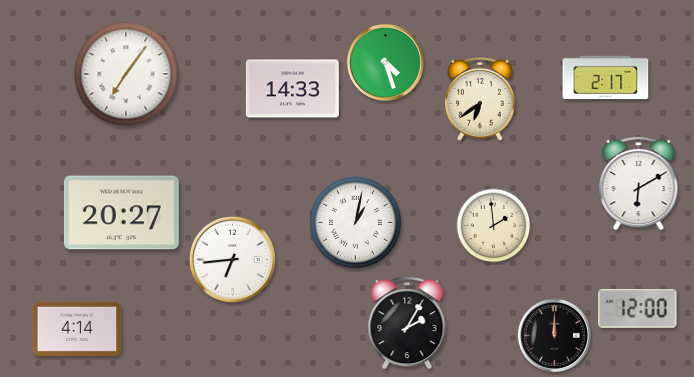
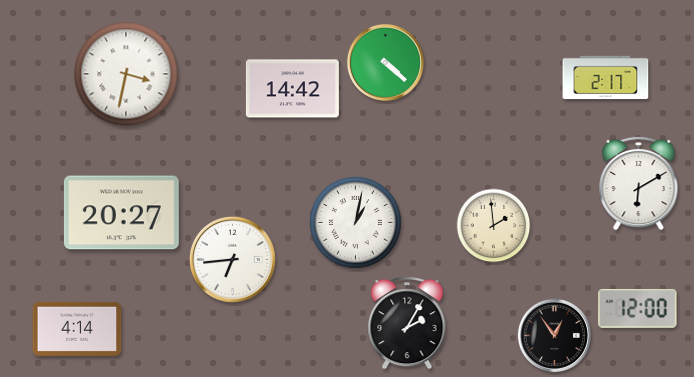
clock at (385, 62): 4:27 -> 4:22
clock at (126, 74): 7:06 -> 3:32
clock at (292, 89): 14:33 -> 14:42
clock at (480, 99): 6:39 -> none
clock at (554, 335): 12:00 -> 12:54
